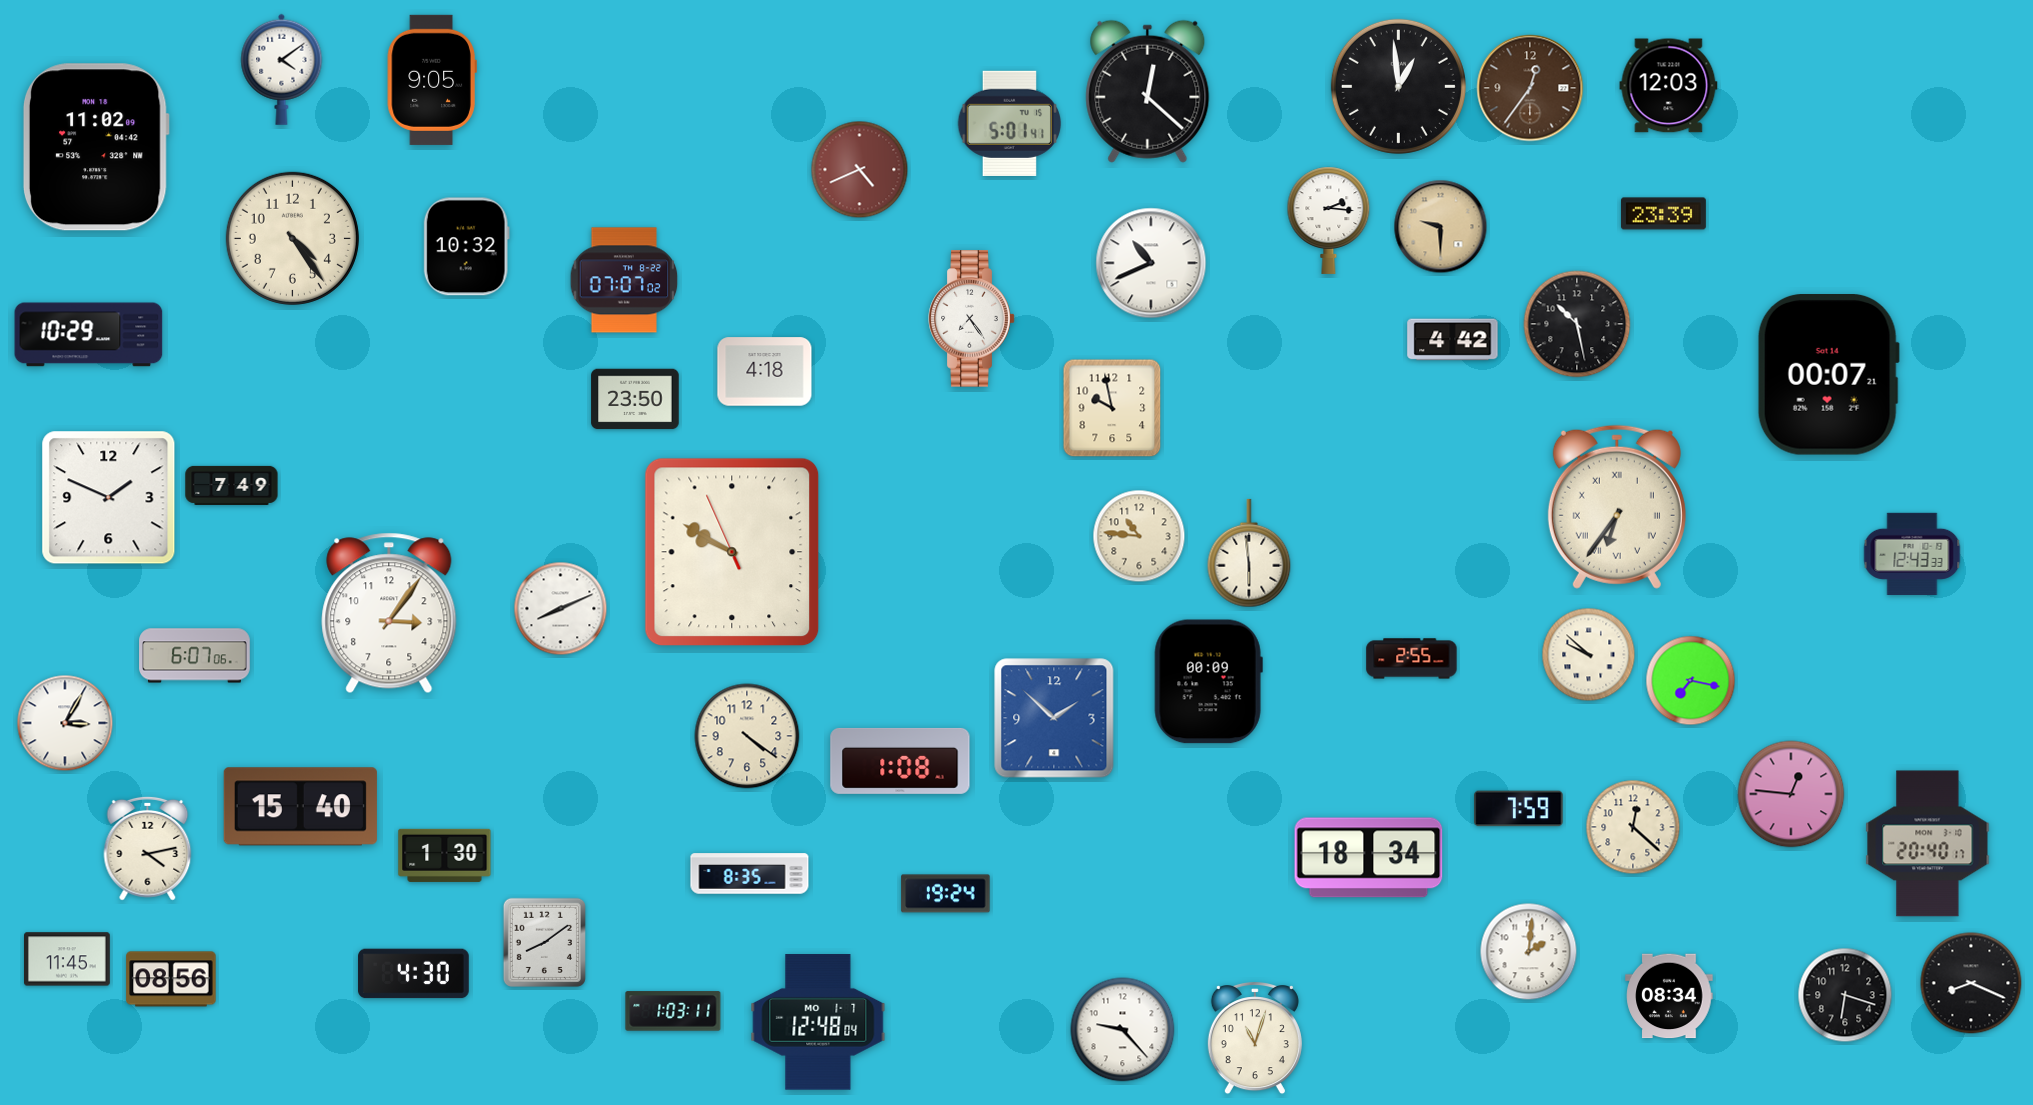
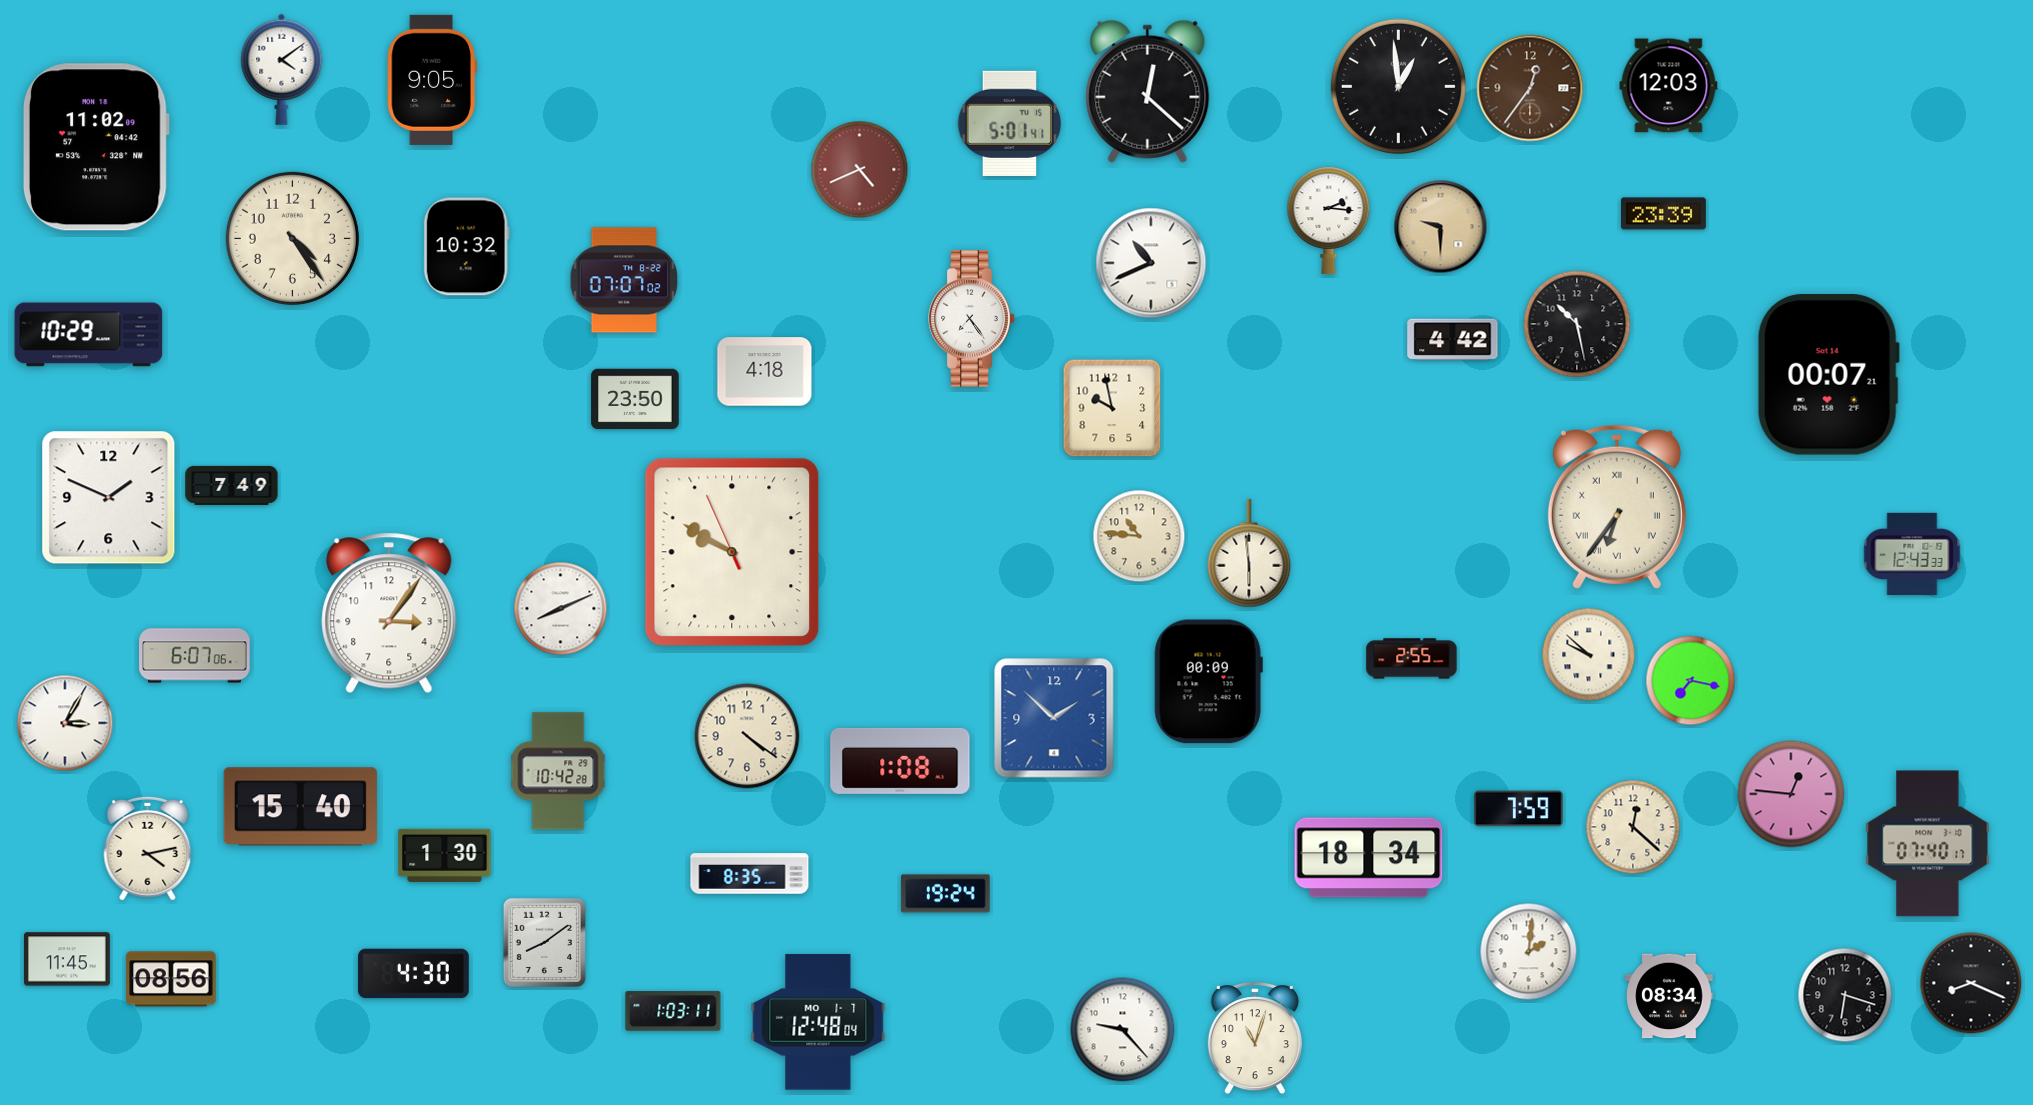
clock at (558, 771): none -> 10:42
clock at (1928, 844): 20:40 -> 07:40
